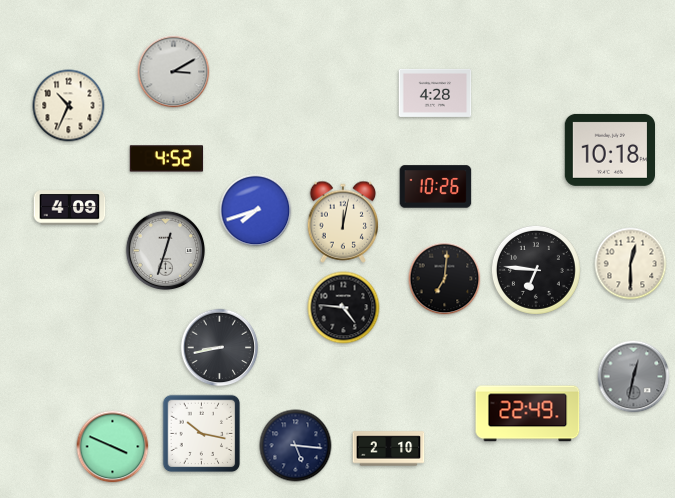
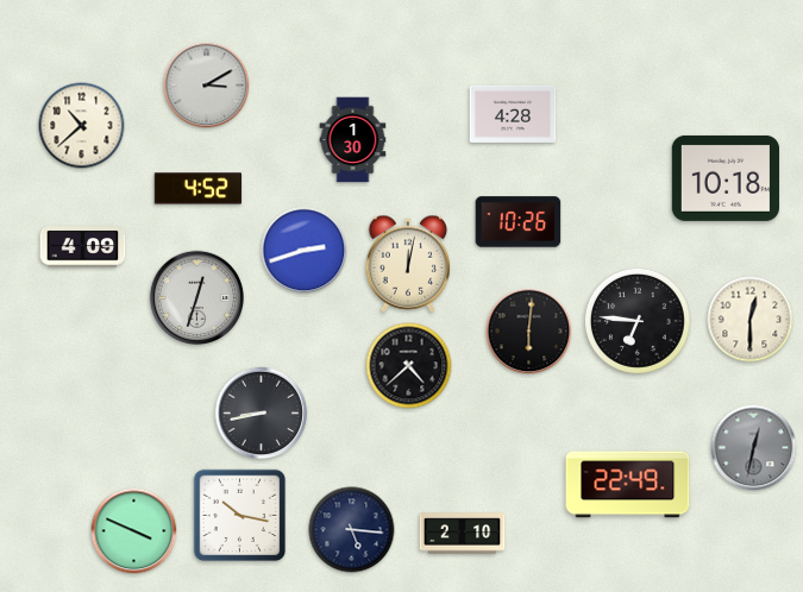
clock at (435, 93) position: (435, 93) -> (513, 114)
clock at (69, 106): 10:34 -> 10:38
clock at (353, 140): none -> 1:30
clock at (256, 211): 7:42 -> 2:42
clock at (631, 264) position: (631, 264) -> (751, 320)
clock at (445, 279): 7:01 -> 6:01
clock at (344, 308): 4:46 -> 4:38
clock at (528, 414) position: (528, 414) -> (628, 485)
